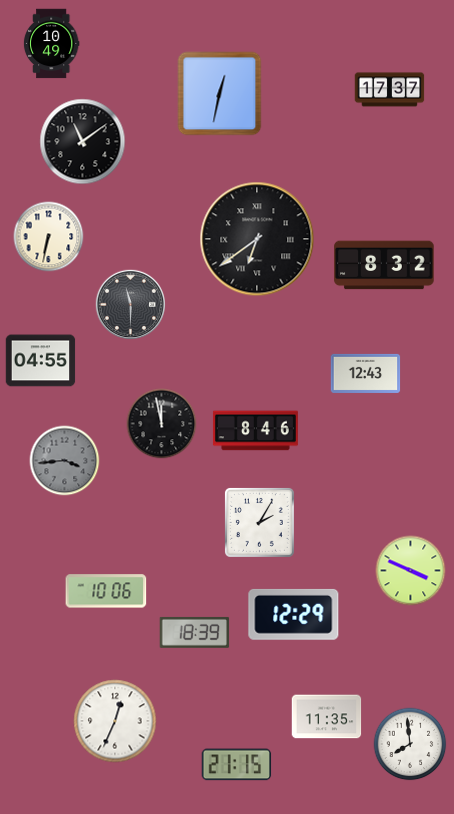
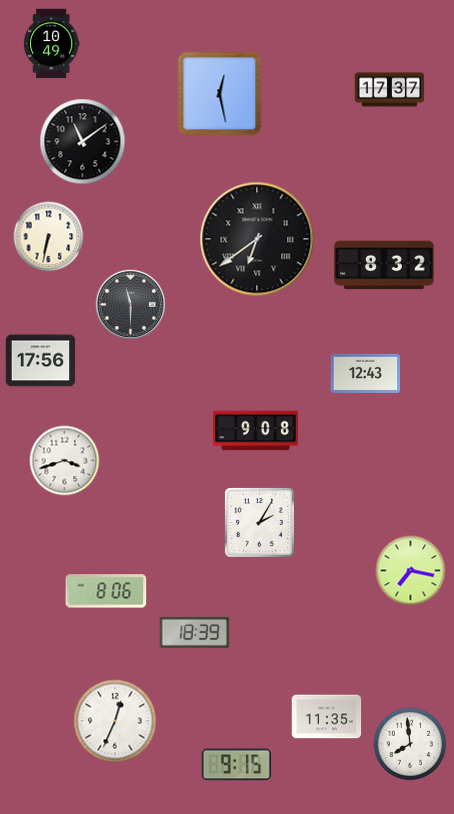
clock at (220, 94): 12:32 -> 12:28
clock at (41, 361): 04:55 -> 17:56
clock at (162, 424): 11:58 -> none
clock at (255, 431): 8:46 -> 9:08
clock at (65, 461): 3:44 -> 3:42
clock at (65, 461) dial: grey -> white
clock at (411, 571): 3:49 -> 7:17
clock at (106, 591): 10:06 -> 8:06
clock at (294, 614): 12:29 -> none
clock at (237, 765): 21:15 -> 9:15
